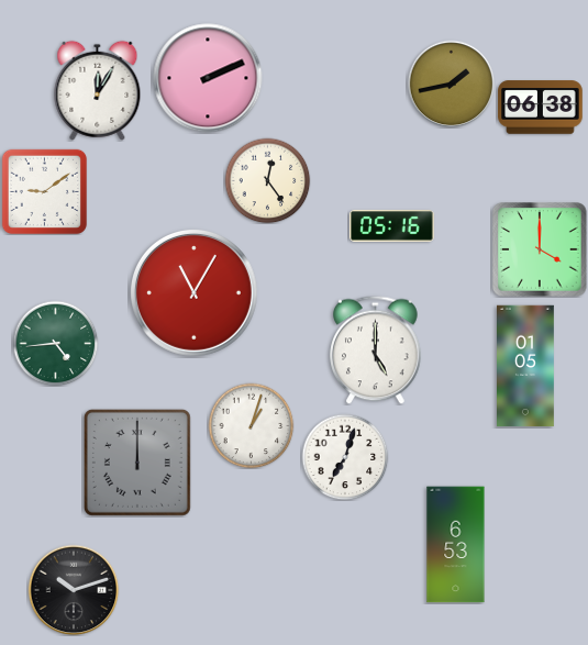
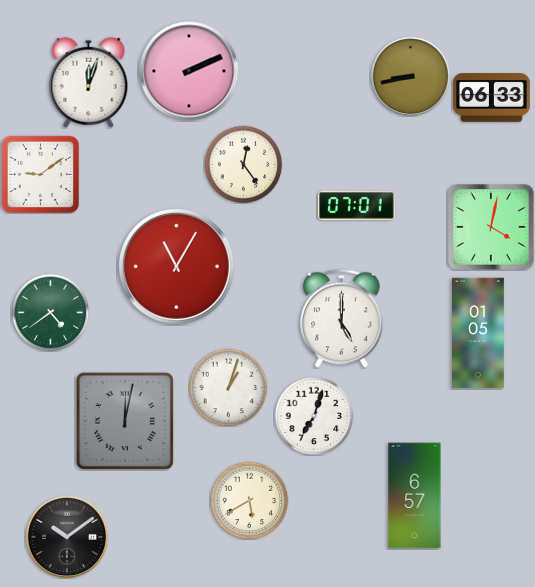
clock at (451, 84): 1:43 -> 8:43
clock at (98, 90): 12:05 -> 12:03
clock at (541, 108): 06:38 -> 06:33
clock at (392, 225): 05:16 -> 07:01
clock at (540, 249): 4:00 -> 4:02
clock at (55, 343): 4:44 -> 4:39
clock at (137, 463): 12:00 -> 12:02
clock at (456, 545): 6:53 -> 6:57
clock at (249, 500): none -> 5:40
clock at (74, 590): 10:12 -> 10:09
